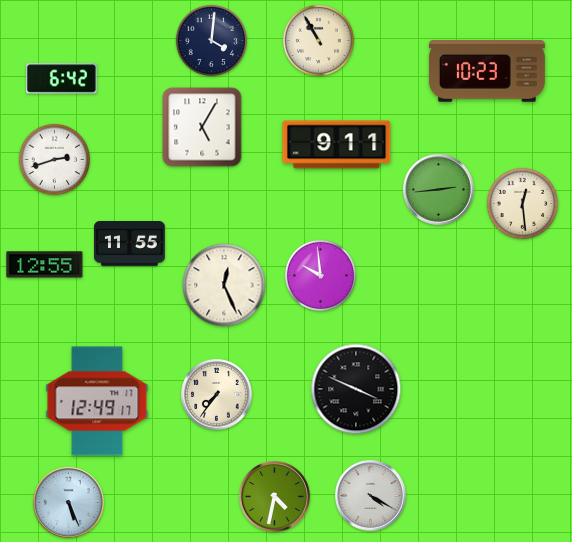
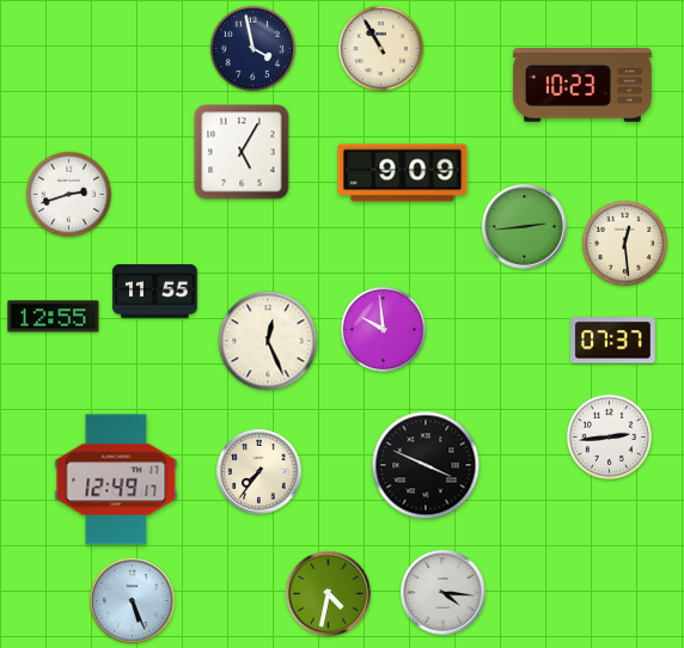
clock at (212, 41): 4:01 -> 3:58
clock at (62, 79): 6:42 -> none
clock at (337, 145): 9:11 -> 9:09
clock at (55, 160) position: (55, 160) -> (69, 195)
clock at (613, 341): none -> 07:37
clock at (610, 438): none -> 2:44
clock at (371, 496): 4:20 -> 4:16
clock at (69, 503) position: (69, 503) -> (133, 601)
